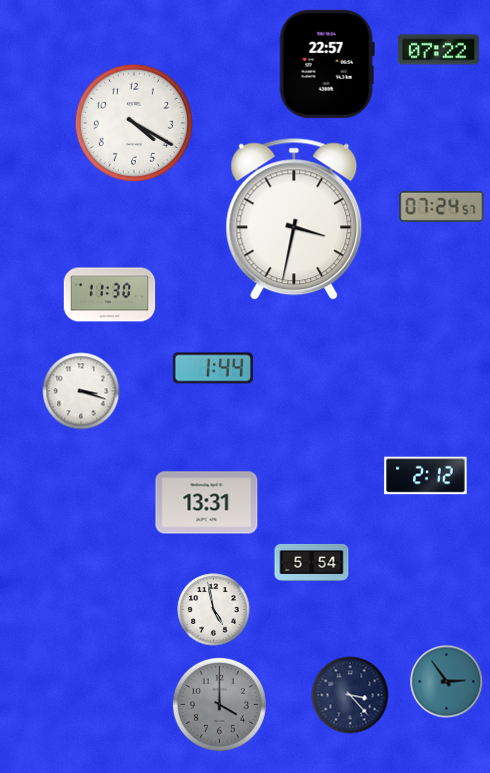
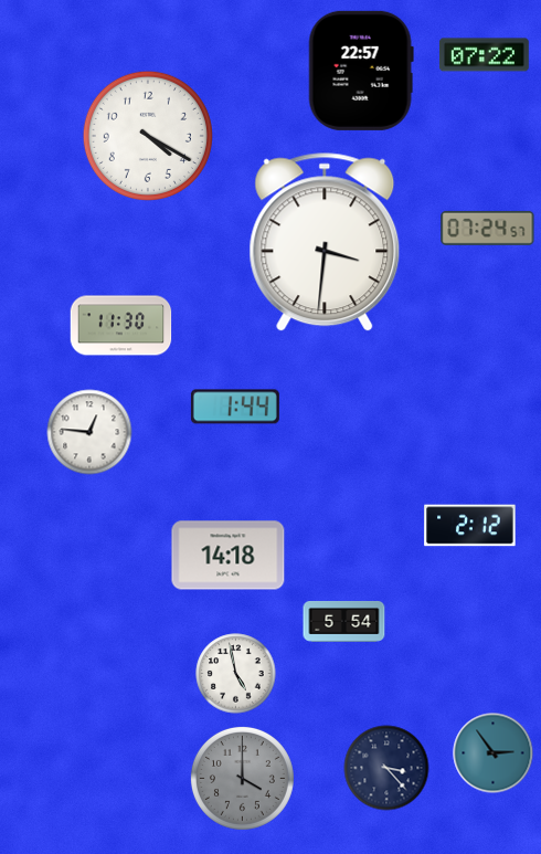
clock at (294, 219): 3:32 -> 3:31
clock at (81, 391): 3:18 -> 12:46
clock at (207, 503): 13:31 -> 14:18
